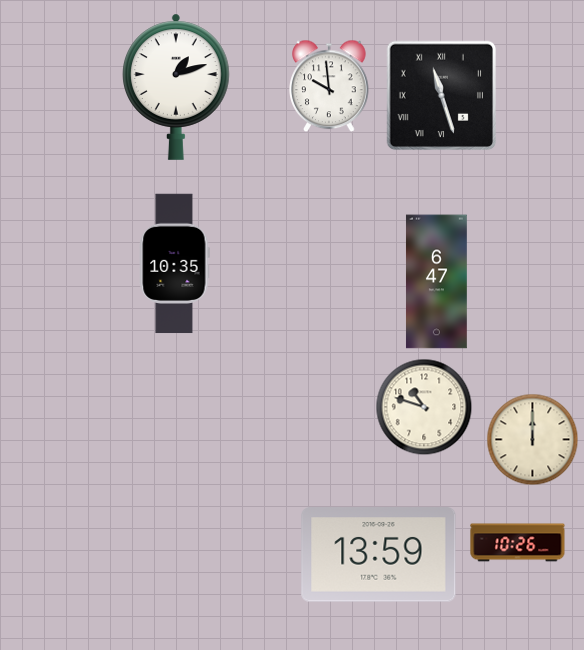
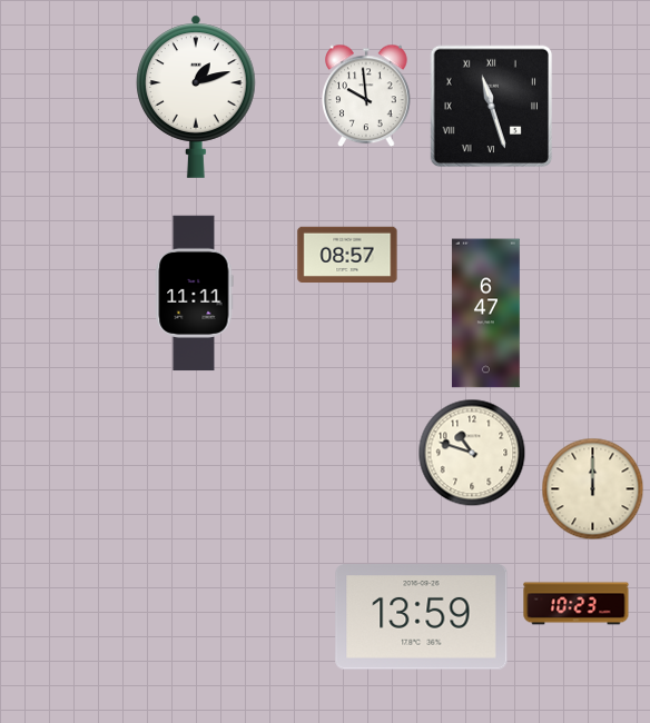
clock at (347, 255): none -> 08:57
clock at (175, 264): 10:35 -> 11:11
clock at (518, 543): 10:26 -> 10:23
